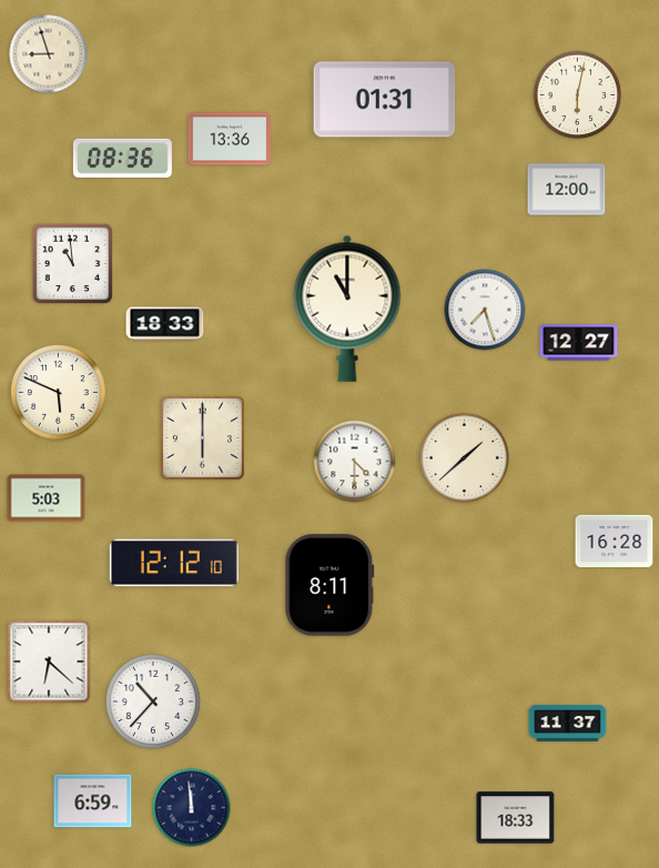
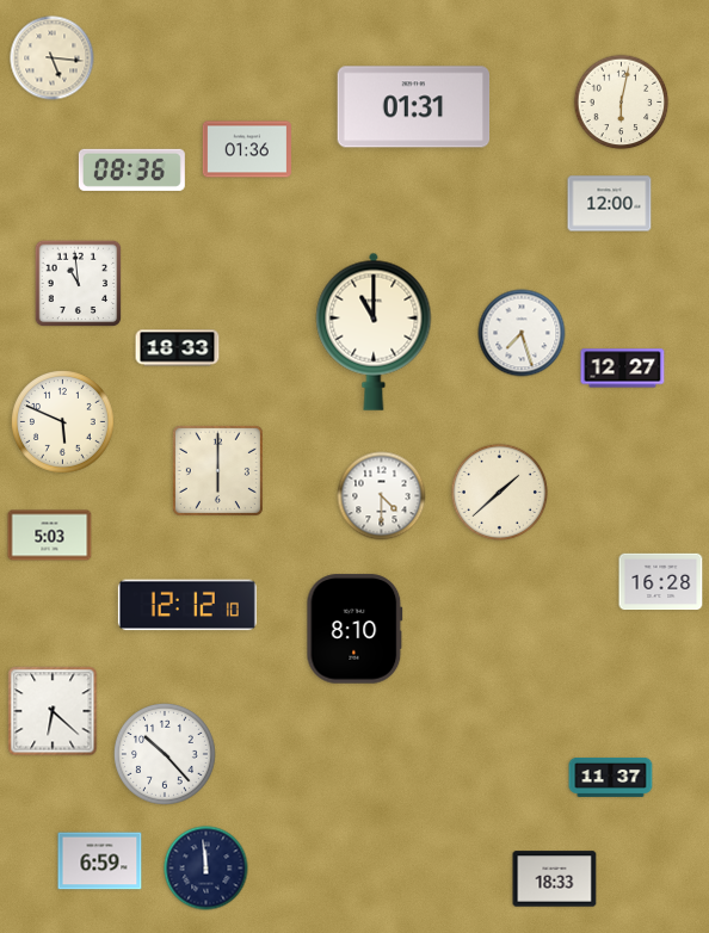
clock at (49, 54): 8:57 -> 5:16
clock at (230, 139): 13:36 -> 01:36
clock at (329, 585): 8:11 -> 8:10
clock at (153, 702): 10:37 -> 10:23
